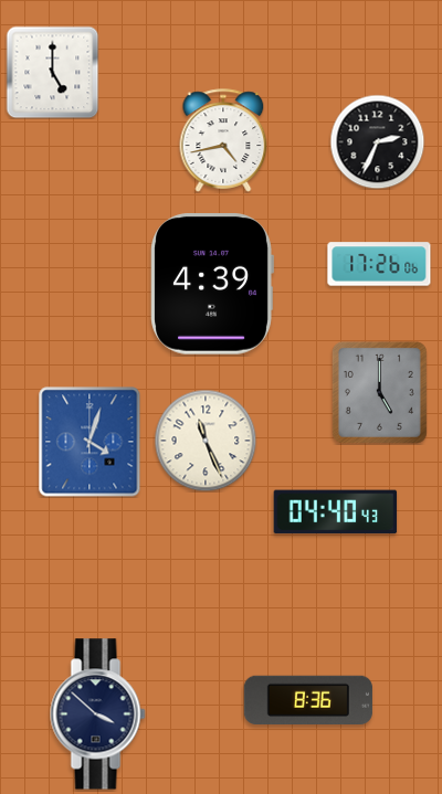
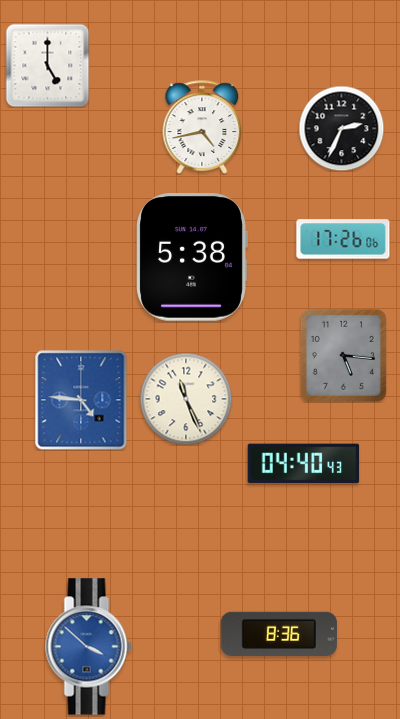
clock at (212, 285): 4:39 -> 5:38
clock at (379, 392): 5:00 -> 5:16
clock at (90, 442): 4:03 -> 4:46
clock at (98, 714) dial: navy -> blue
